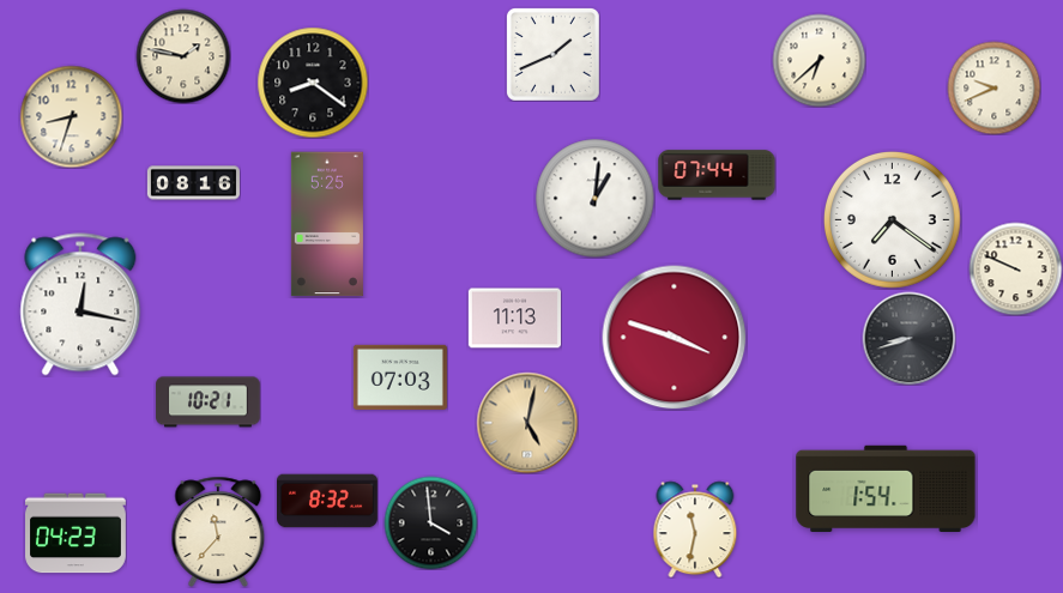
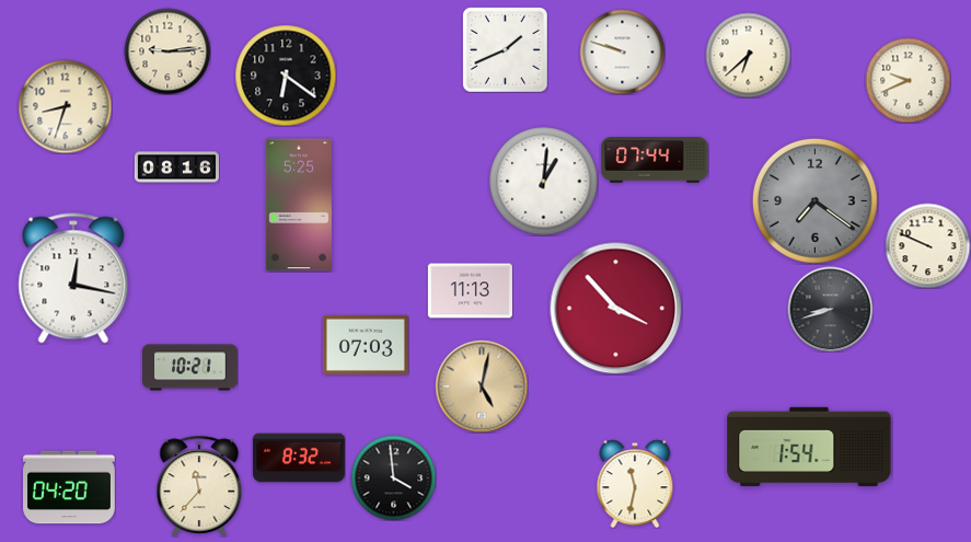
clock at (183, 56): 1:47 -> 9:14
clock at (622, 51): none -> 9:48
clock at (313, 83): 8:21 -> 6:21
clock at (893, 220) dial: white -> grey
clock at (675, 338): 3:48 -> 3:53
clock at (77, 533): 04:23 -> 04:20
